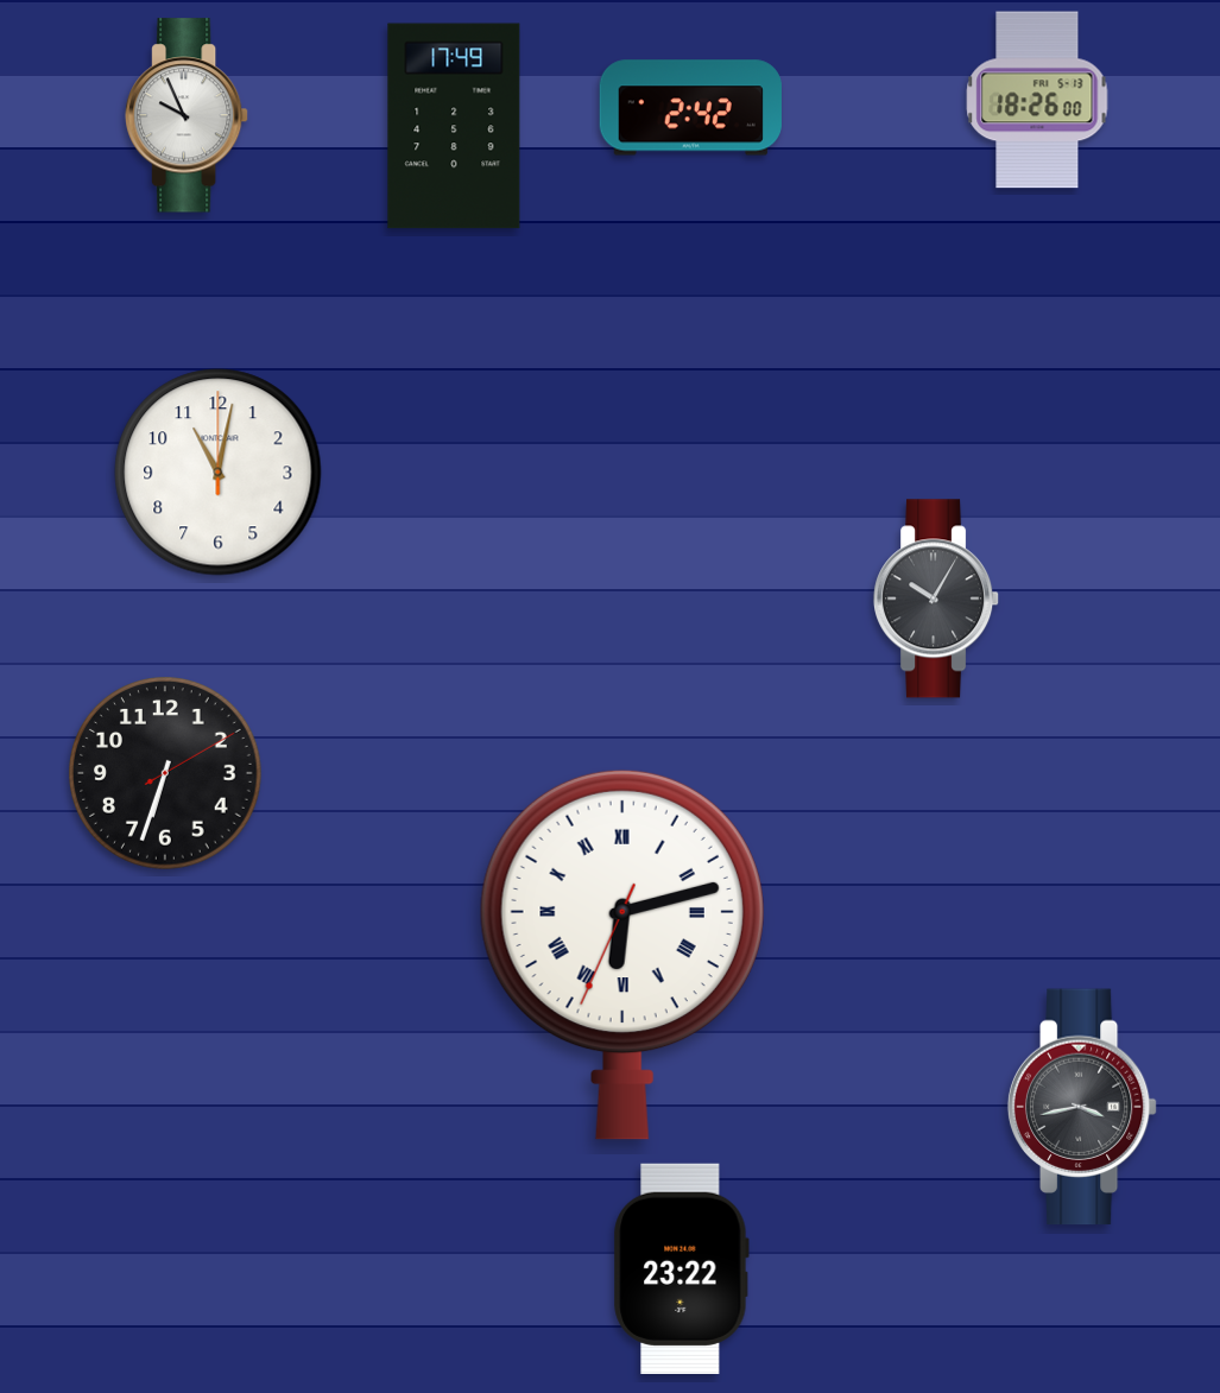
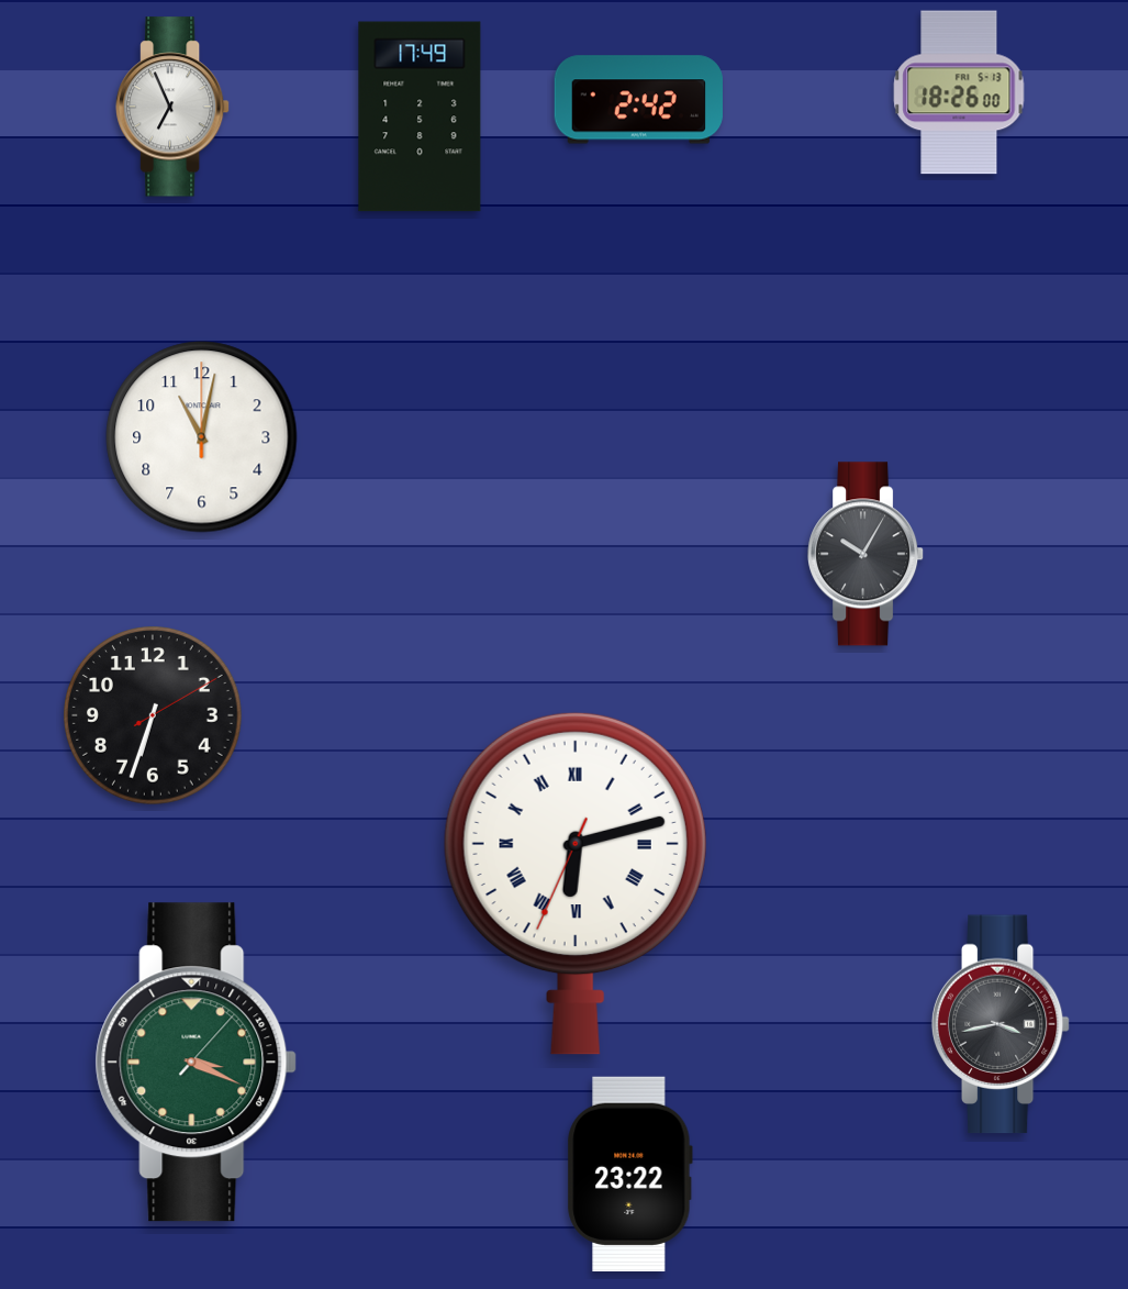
clock at (187, 115): 9:56 -> 6:56
clock at (197, 1063): none -> 3:19
